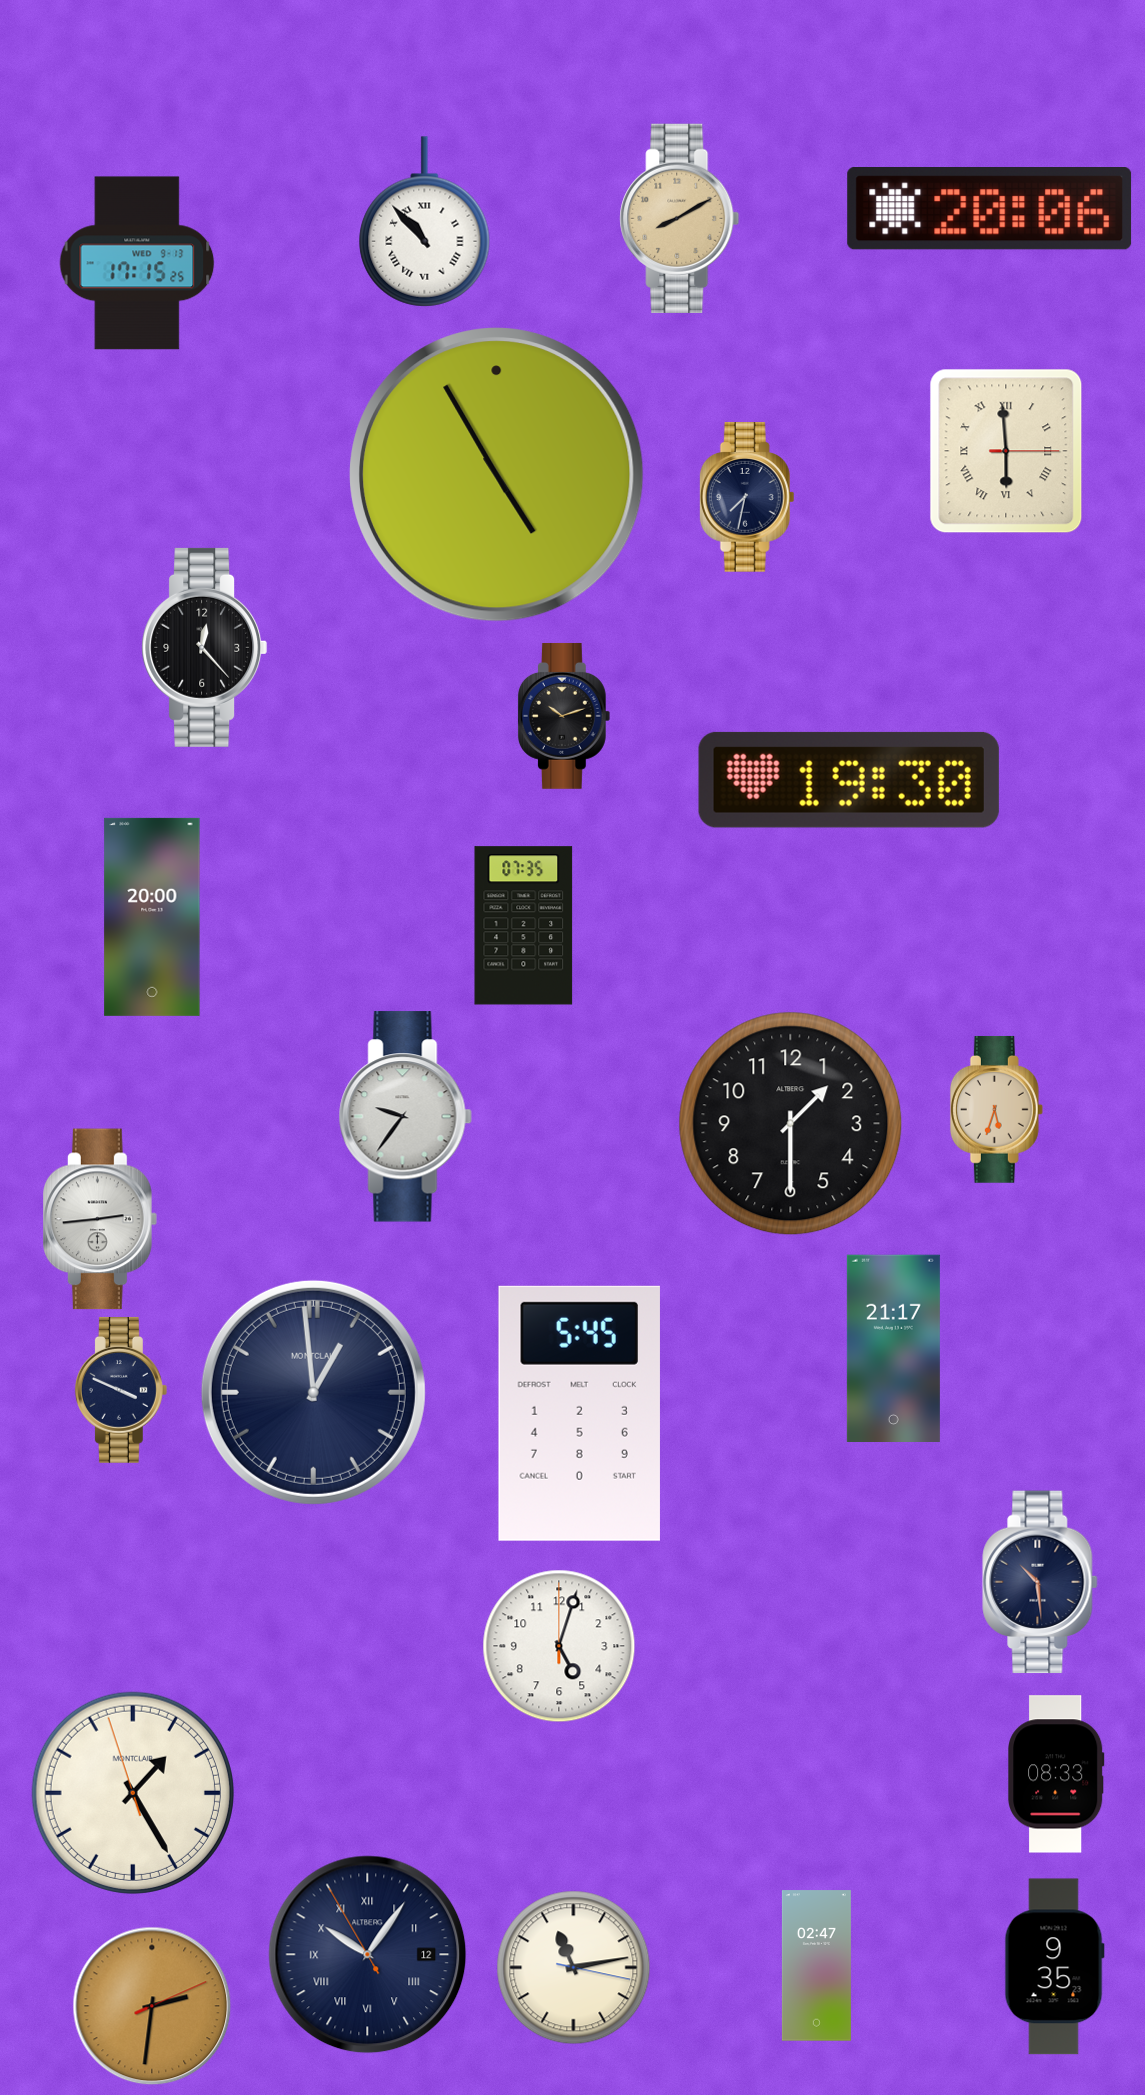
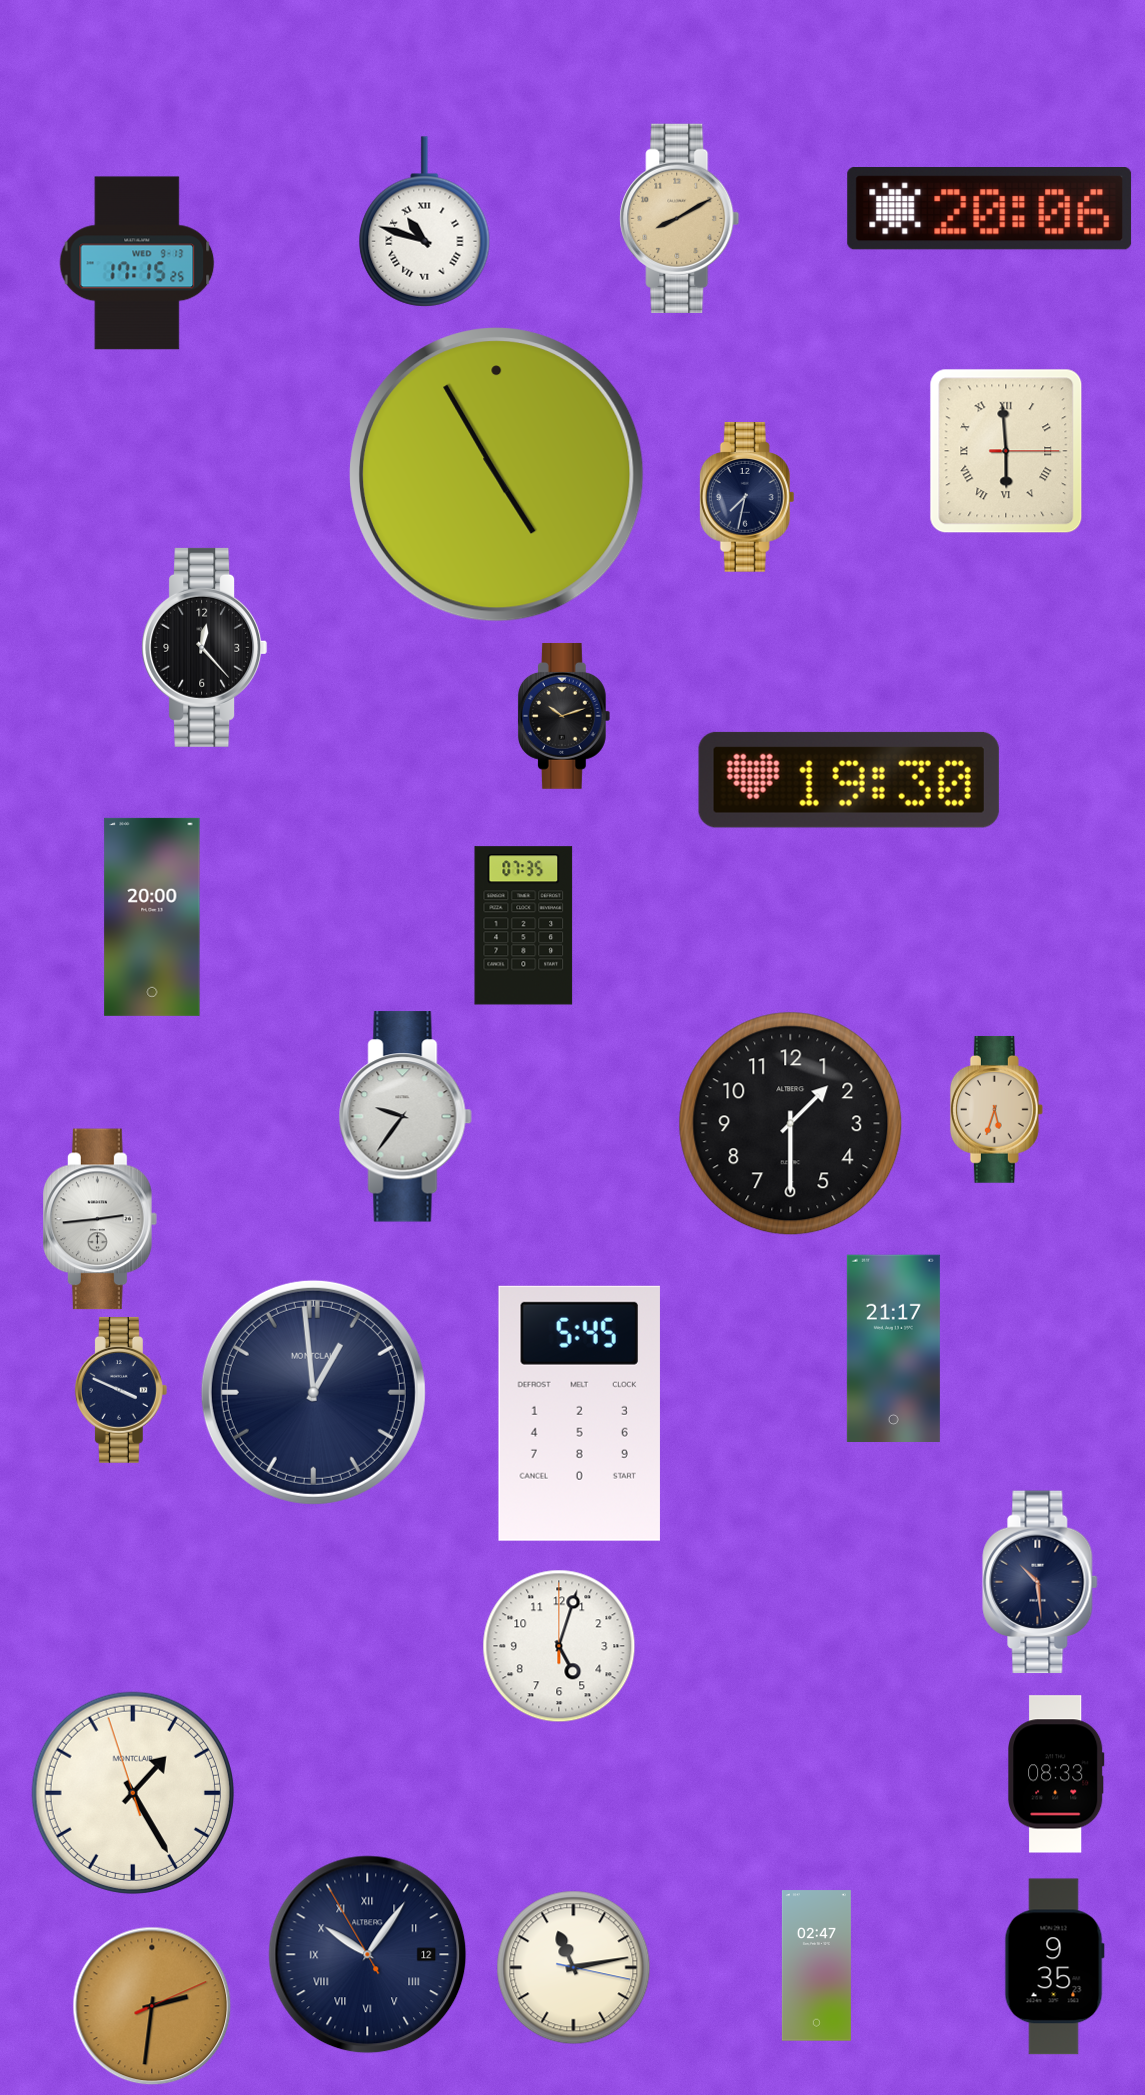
clock at (425, 222): 10:53 -> 10:48
